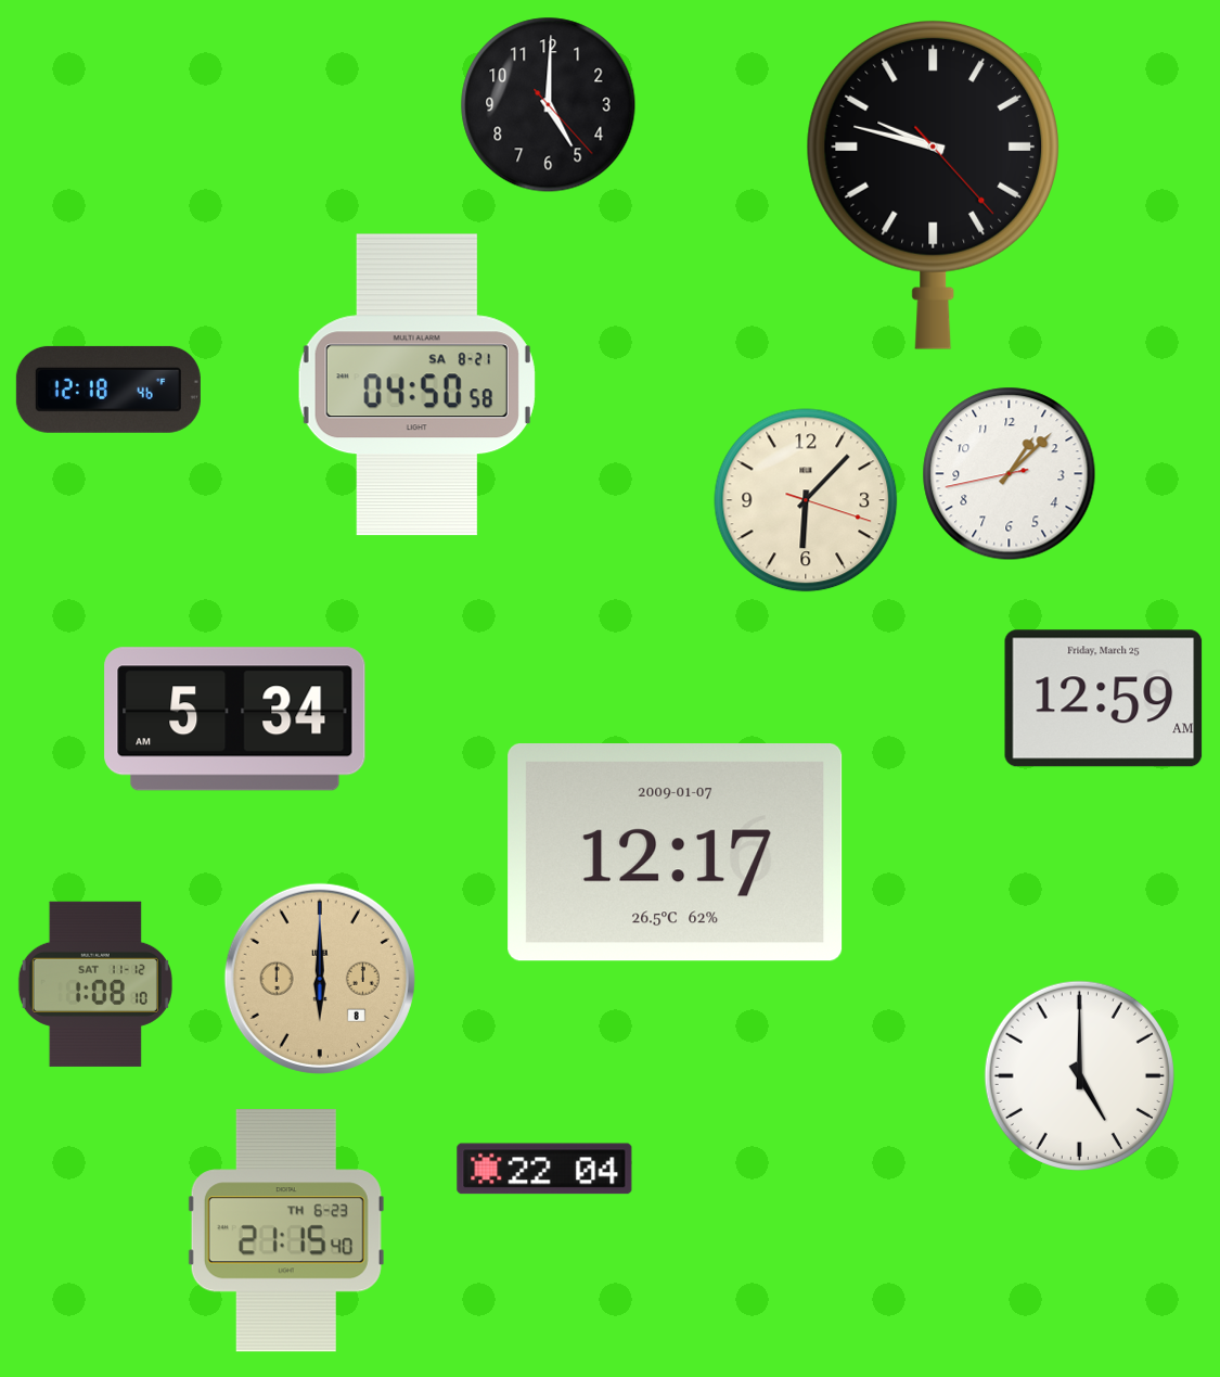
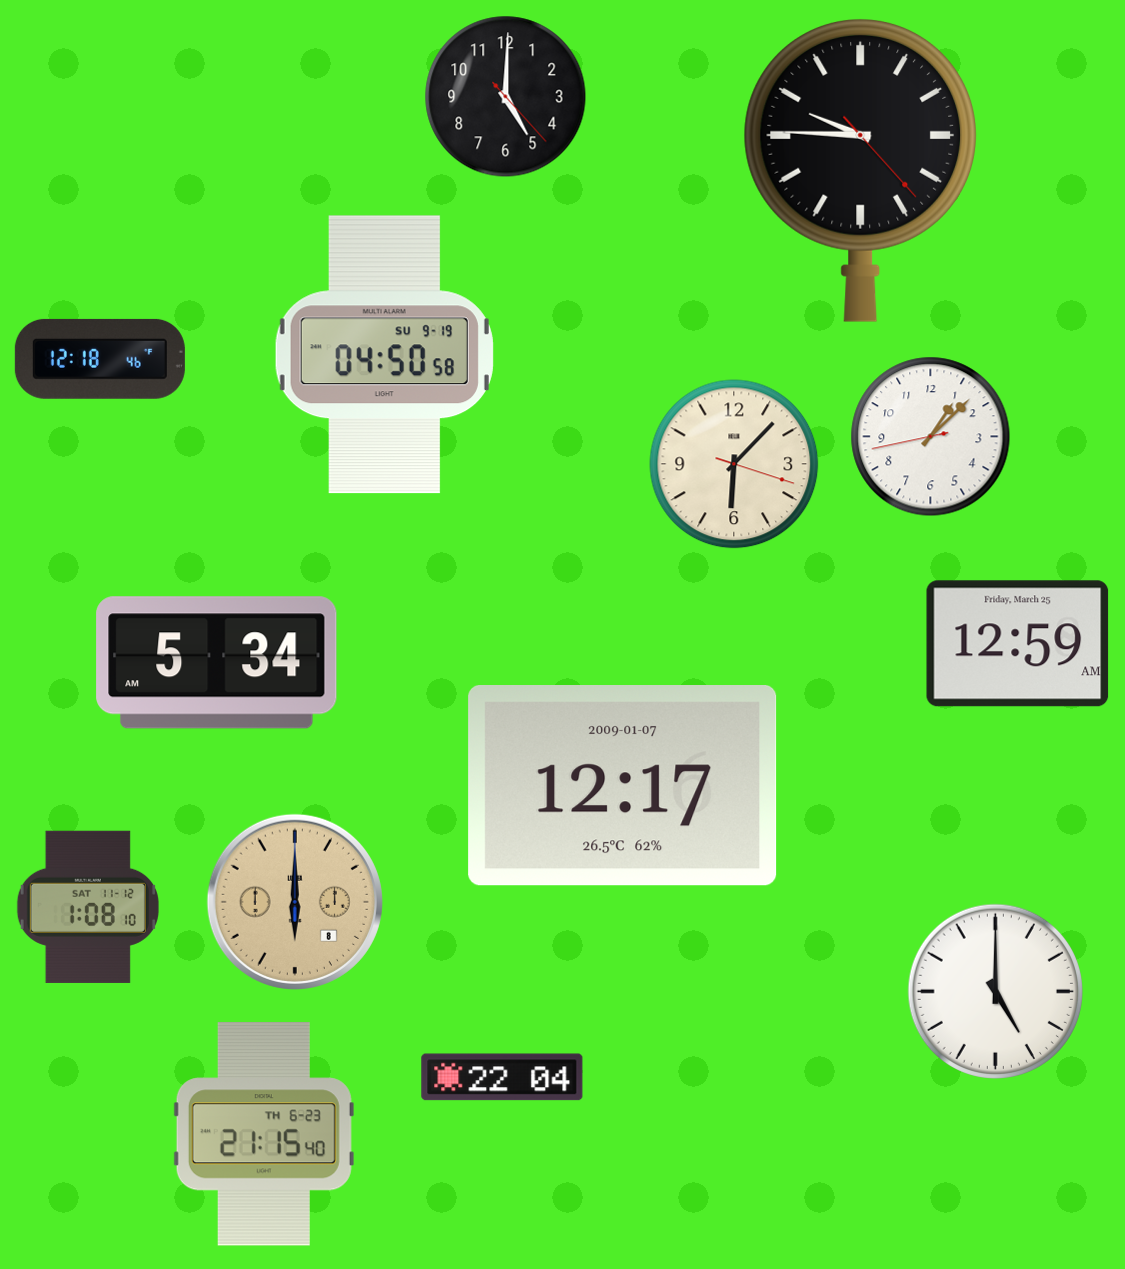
clock at (933, 186): 9:47 -> 9:45
clock at (416, 385) date: SA 8-21 -> SU 9-19
clock at (806, 500) position: (806, 500) -> (734, 464)
